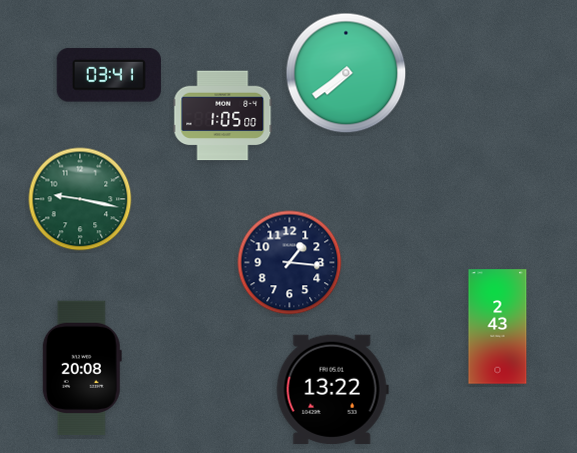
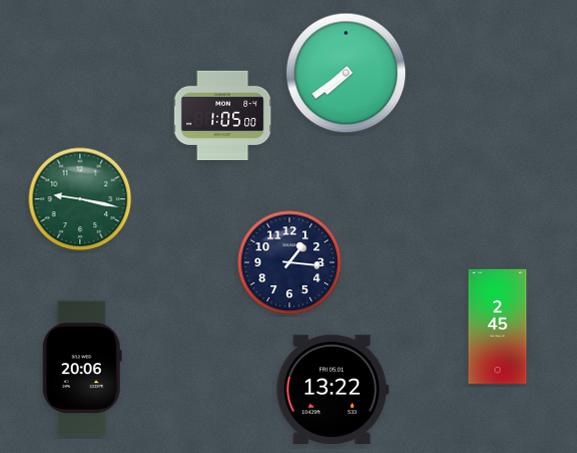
clock at (109, 75): 03:41 -> none
clock at (498, 327): 2:43 -> 2:45
clock at (82, 367): 20:08 -> 20:06
